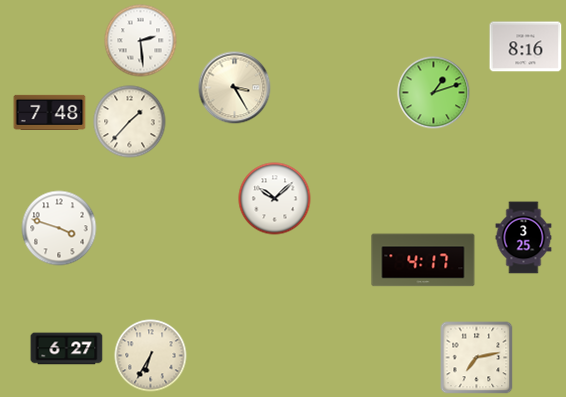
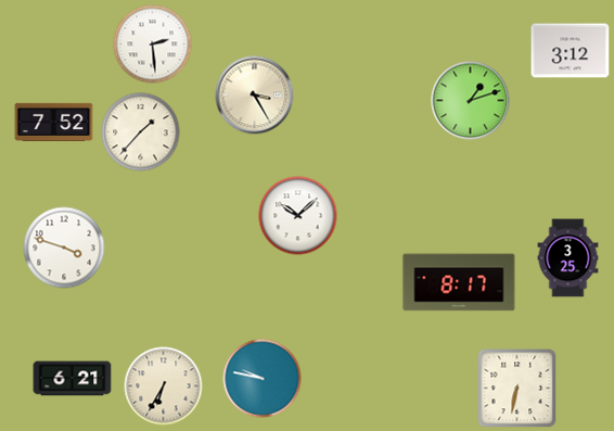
clock at (526, 47): 8:16 -> 3:12
clock at (50, 112): 7:48 -> 7:52
clock at (423, 260): 4:17 -> 8:17
clock at (67, 349): 6:27 -> 6:21
clock at (263, 379): none -> 9:47
clock at (477, 358): 7:13 -> 6:32
